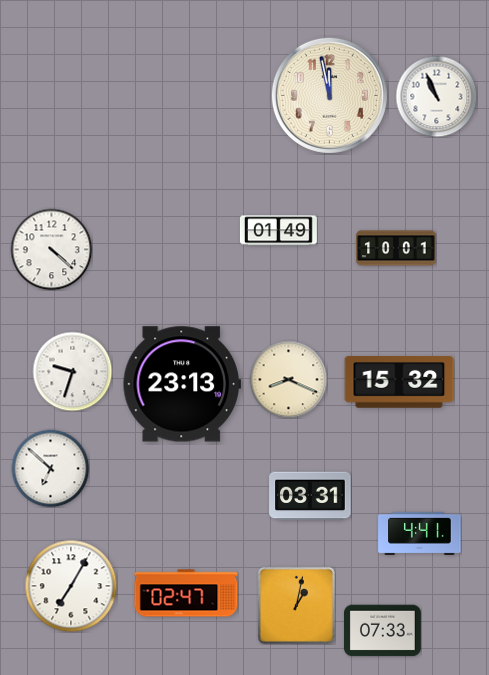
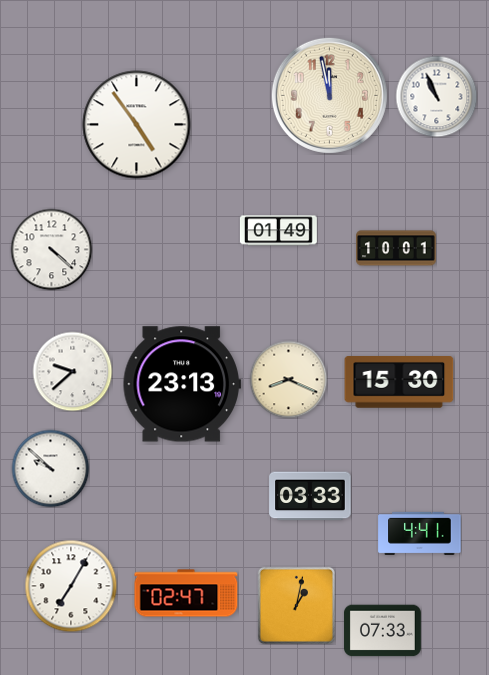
clock at (137, 125): none -> 4:54
clock at (72, 371): 9:33 -> 9:38
clock at (399, 383): 15:32 -> 15:30
clock at (50, 468): 6:52 -> 9:52
clock at (310, 496): 03:31 -> 03:33
